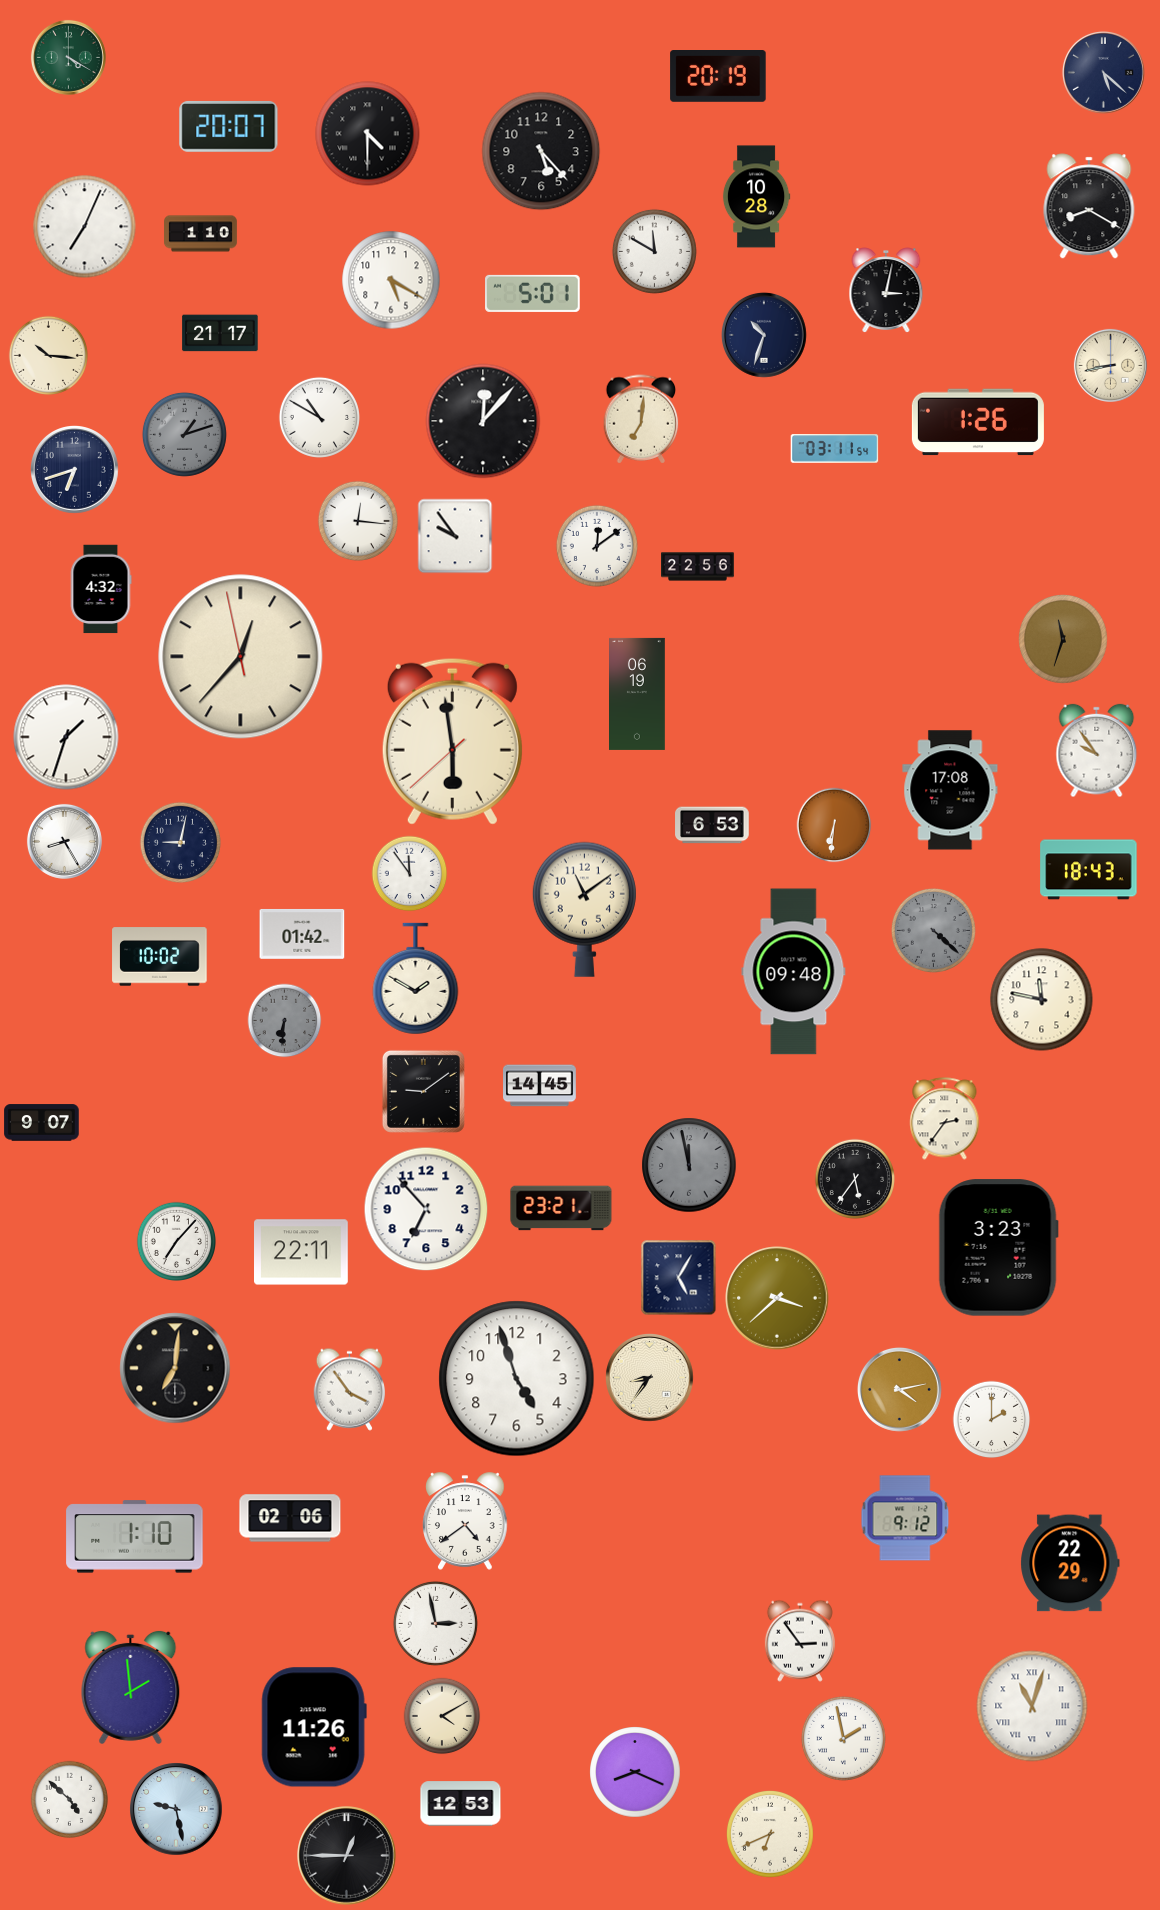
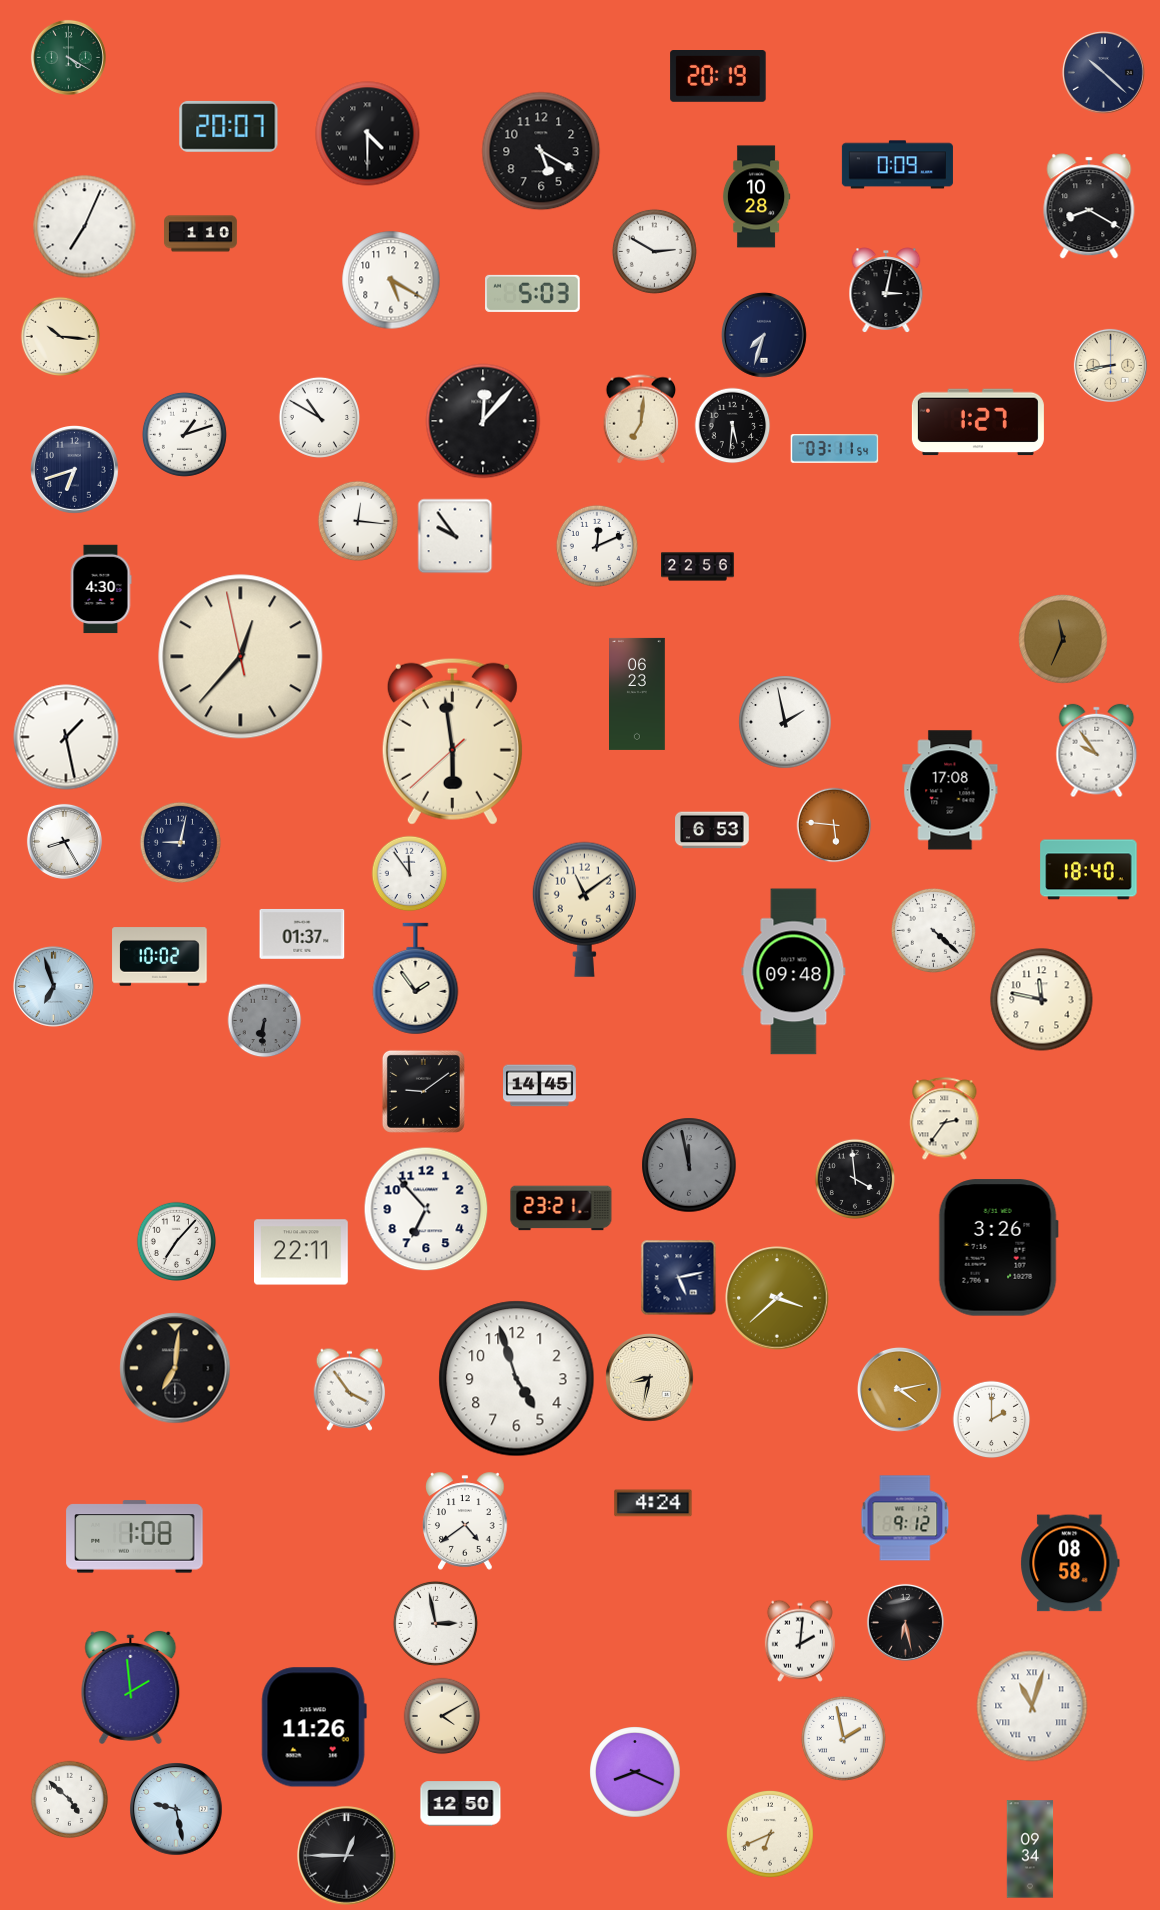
clock at (1103, 72): 5:22 -> 10:22
clock at (541, 151): 5:23 -> 5:20
clock at (897, 165): none -> 0:09
clock at (654, 251): 11:50 -> 2:50
clock at (533, 293): 5:01 -> 5:03
clock at (220, 333): 21:17 -> none
clock at (764, 335): 10:33 -> 7:33
clock at (48, 355) position: (48, 355) -> (60, 336)
clock at (978, 422): 1:26 -> 1:27
clock at (733, 426): none -> 5:31
clock at (184, 434) dial: grey -> white
clock at (597, 546): 12:09 -> 12:11
clock at (101, 589): 4:32 -> 4:30
clock at (1064, 640): 11:33 -> 11:34
clock at (638, 694): 06:19 -> 06:23
clock at (785, 722): none -> 1:58
clock at (66, 737): 1:33 -> 1:28
clock at (712, 825) position: (712, 825) -> (712, 830)
clock at (834, 825): 6:31 -> 5:46
clock at (1089, 870): 18:43 -> 18:40
clock at (933, 930) dial: grey -> white
clock at (302, 934): 01:42 -> 01:37
clock at (416, 979): 1:50 -> 1:54
clock at (53, 986): none -> 6:57
clock at (285, 1021) position: (285, 1021) -> (265, 1021)
clock at (42, 1123): 9:07 -> none
clock at (855, 1179): 5:36 -> 3:59
clock at (998, 1248): 3:23 -> 3:26
clock at (679, 1278): 5:05 -> 5:13
clock at (650, 1378): 8:36 -> 8:32
clock at (653, 1503): none -> 4:24
clock at (290, 1518): 02:06 -> none
clock at (135, 1537): 1:10 -> 1:08
clock at (1070, 1563): 22:29 -> 08:58
clock at (905, 1622): none -> 6:28
clock at (800, 1641): 2:54 -> 2:01
clock at (461, 1804): 12:53 -> 12:50
clock at (1030, 1849): none -> 09:34
